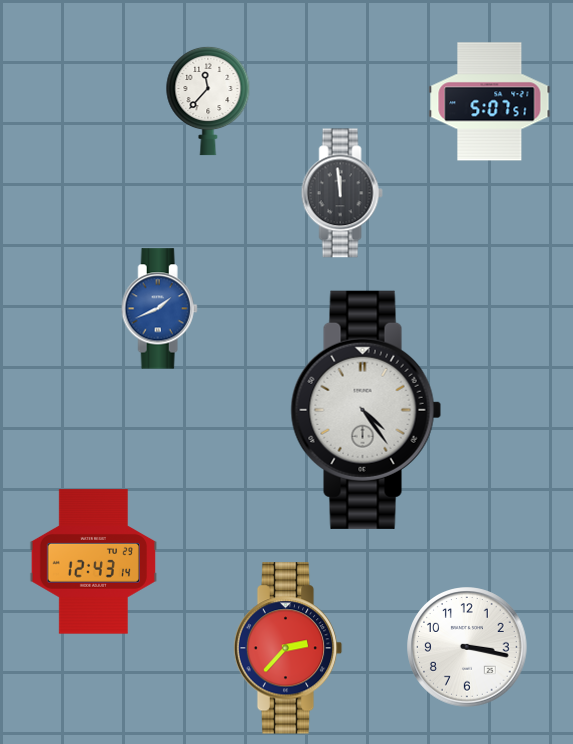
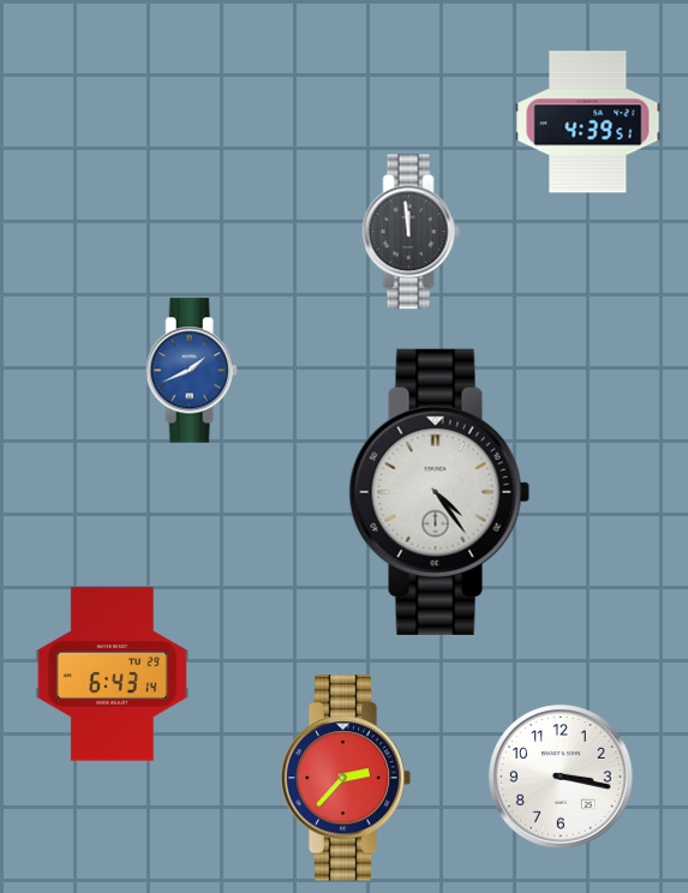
clock at (208, 101): 11:37 -> none
clock at (490, 102): 5:07 -> 4:39
clock at (93, 562): 12:43 -> 6:43
